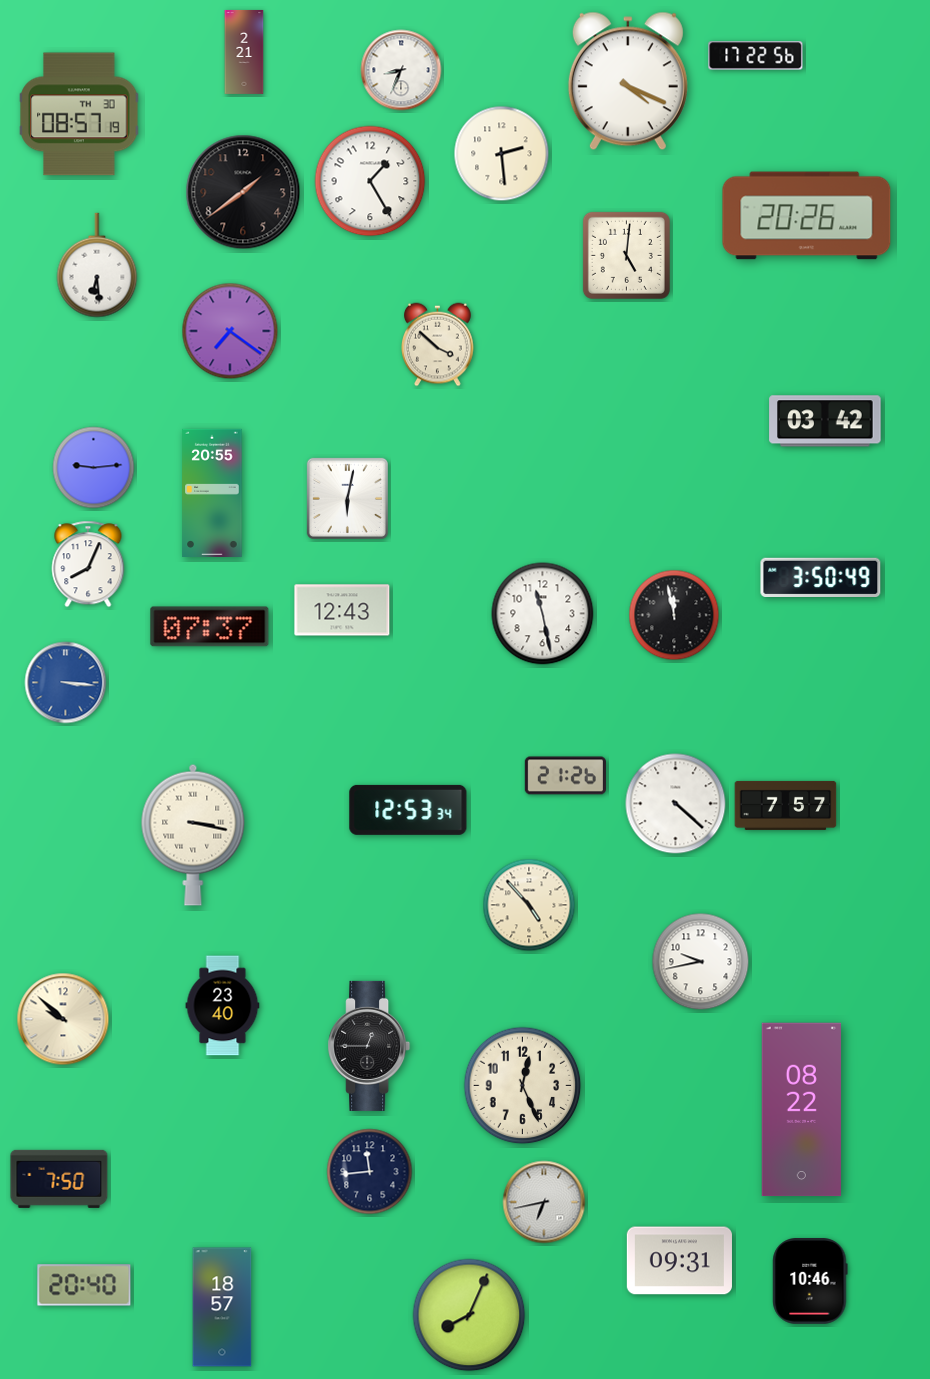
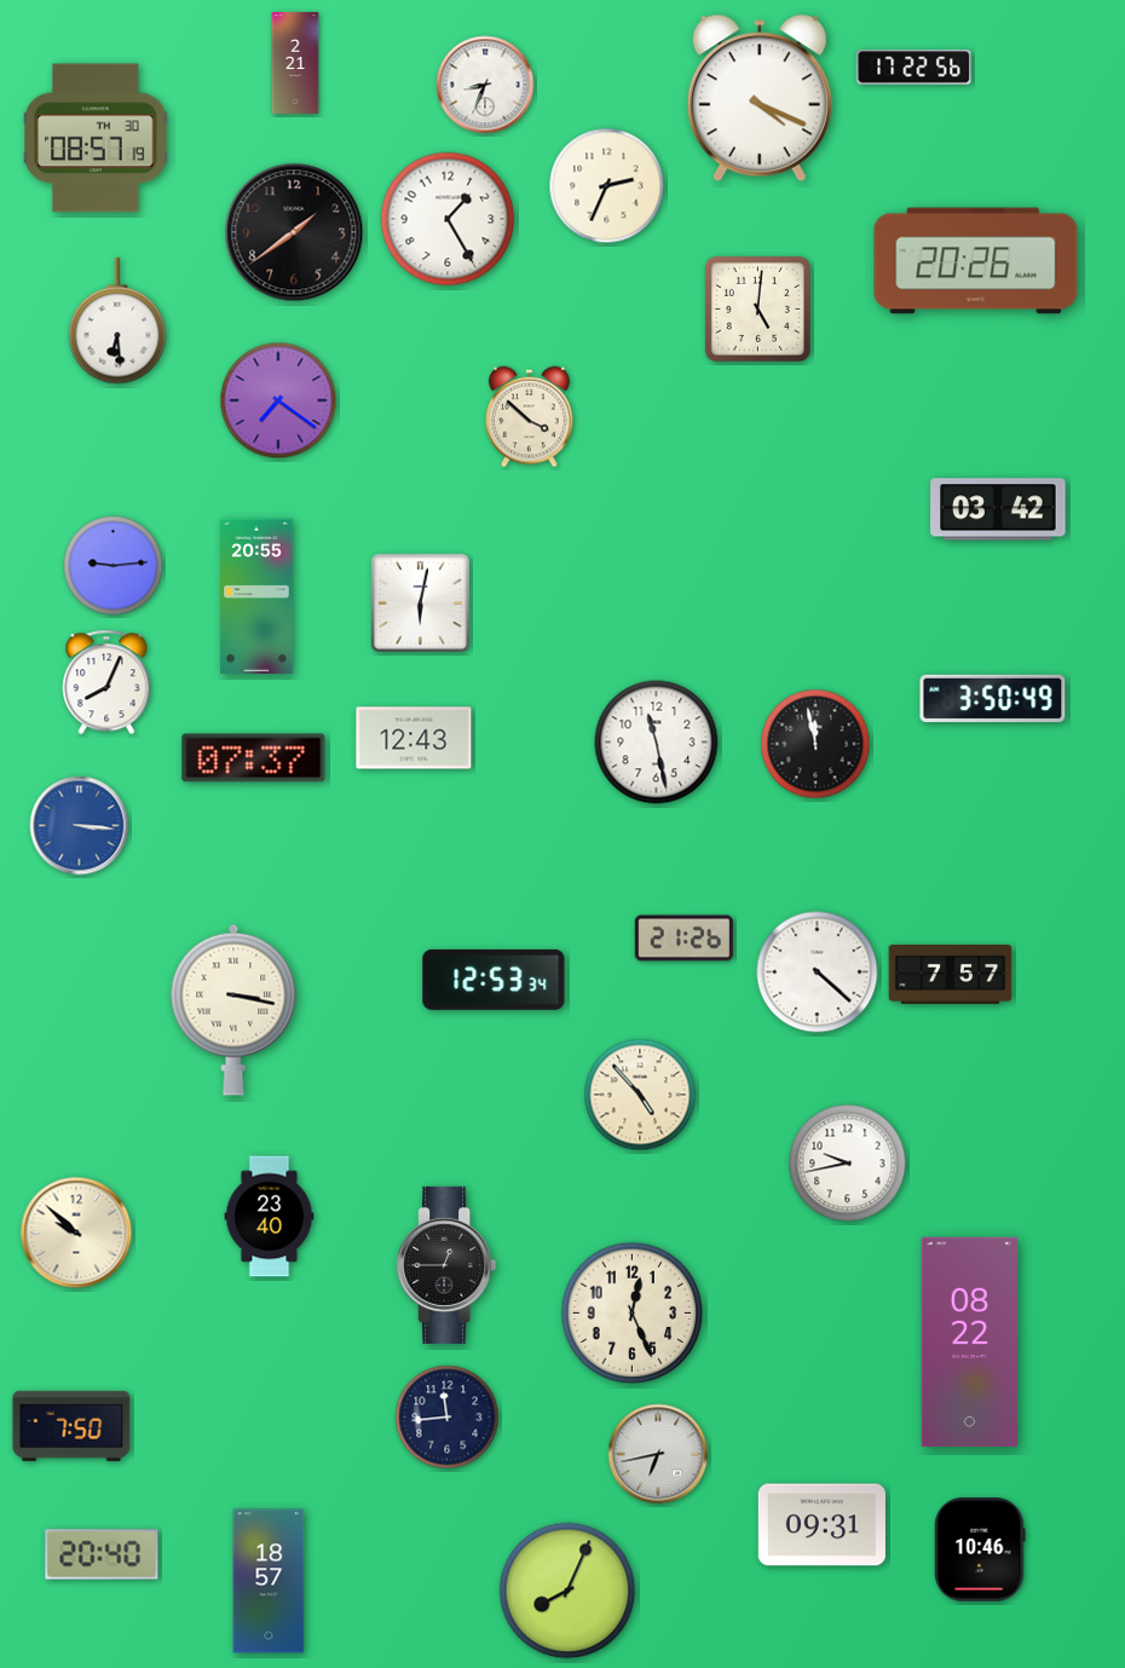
clock at (502, 154): 2:29 -> 2:34
